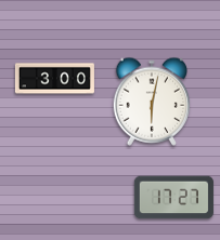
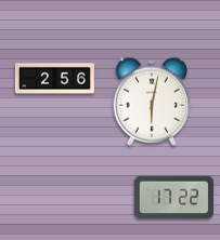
clock at (54, 79): 3:00 -> 2:56
clock at (173, 198): 17:27 -> 17:22
